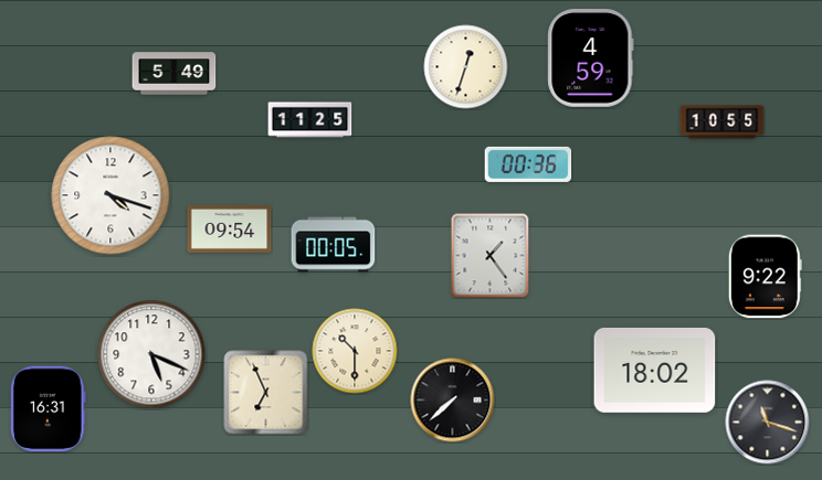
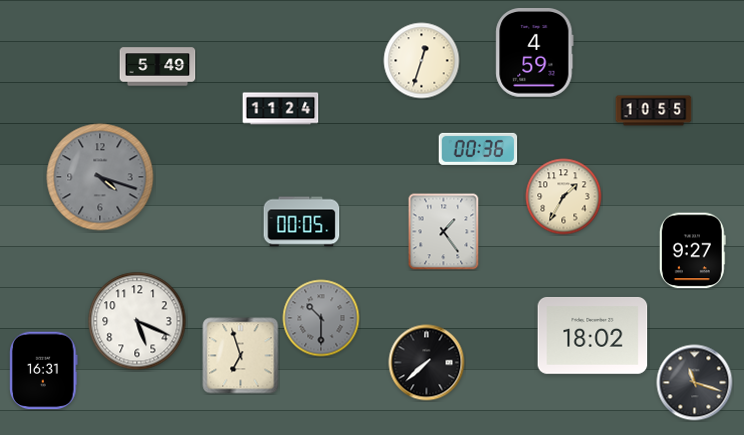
clock at (310, 120): 11:25 -> 11:24
clock at (110, 195) dial: white -> grey
clock at (564, 197): none -> 1:35
clock at (230, 228): 09:54 -> none
clock at (765, 277): 9:22 -> 9:27
clock at (355, 351) dial: cream -> grey
clock at (266, 393): 6:56 -> 6:57
clock at (453, 401) position: (453, 401) -> (427, 363)
